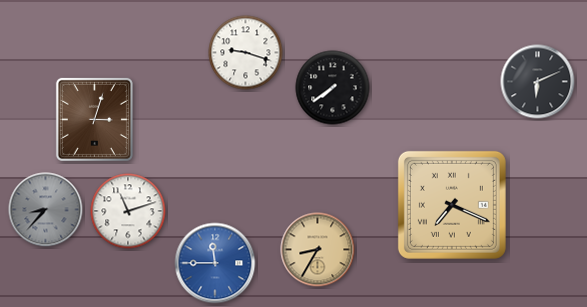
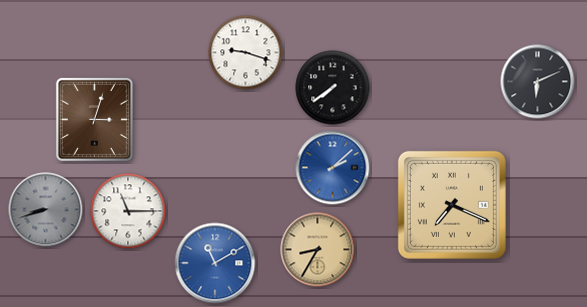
clock at (333, 168): none -> 2:08
clock at (46, 210): 8:37 -> 8:42
clock at (128, 211): 11:12 -> 11:15
clock at (215, 263): 11:45 -> 11:10
